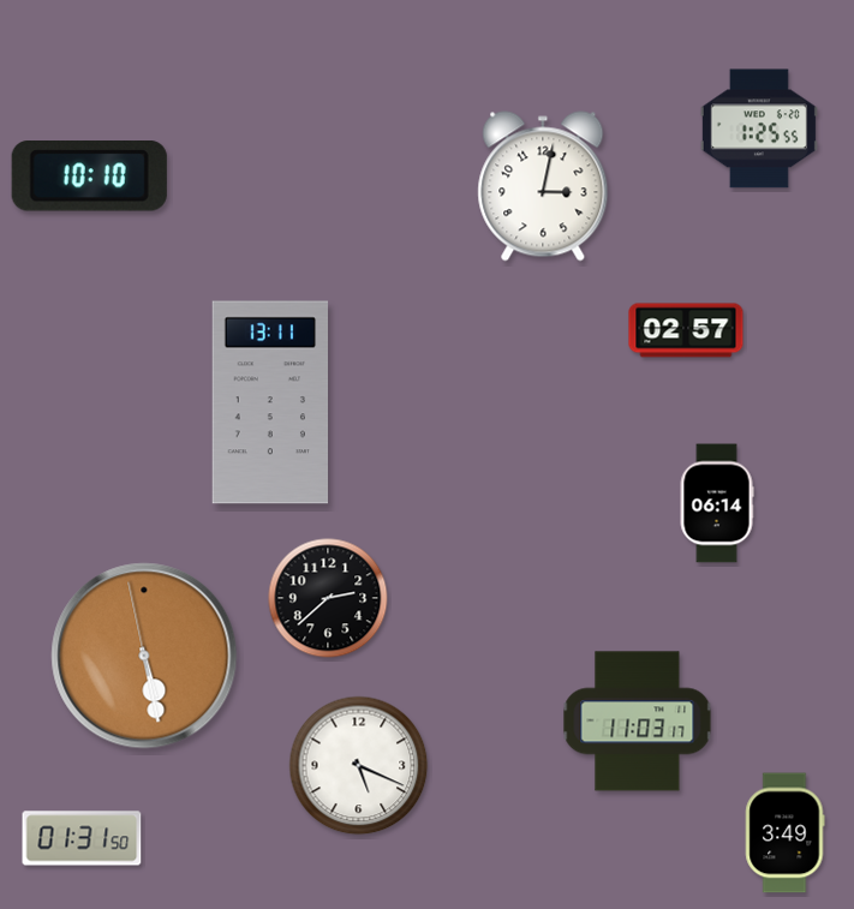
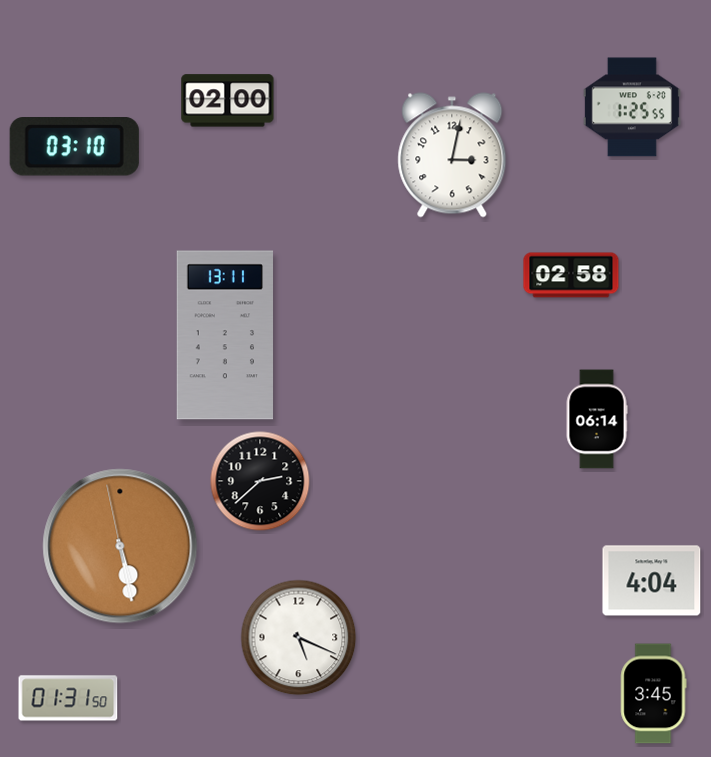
clock at (228, 101): none -> 02:00
clock at (89, 177): 10:10 -> 03:10
clock at (686, 330): 02:57 -> 02:58
clock at (328, 598) position: (328, 598) -> (260, 481)
clock at (652, 581): none -> 4:04
clock at (638, 722): 11:03 -> none
clock at (786, 833): 3:49 -> 3:45
